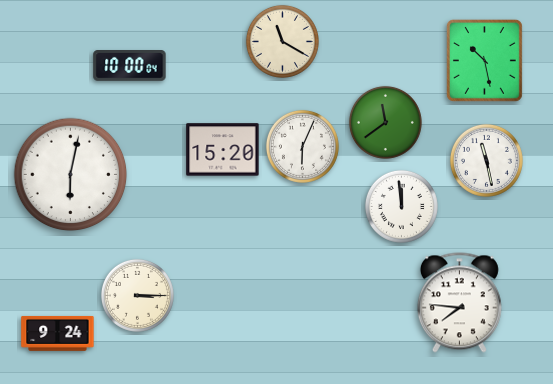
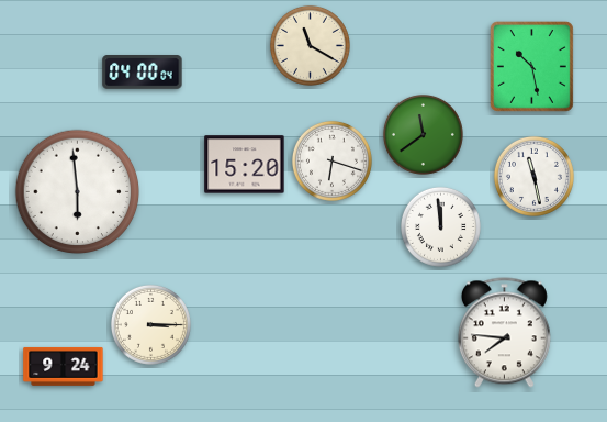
clock at (130, 66): 10:00 -> 04:00
clock at (302, 146): 6:04 -> 6:18
clock at (71, 175): 6:02 -> 5:59
